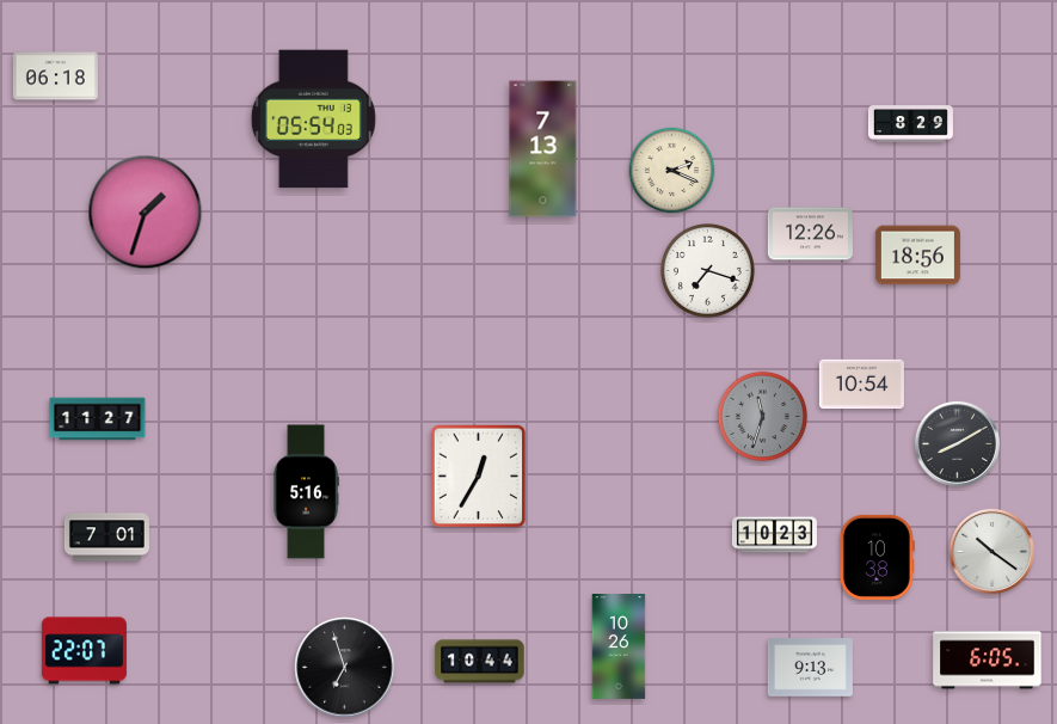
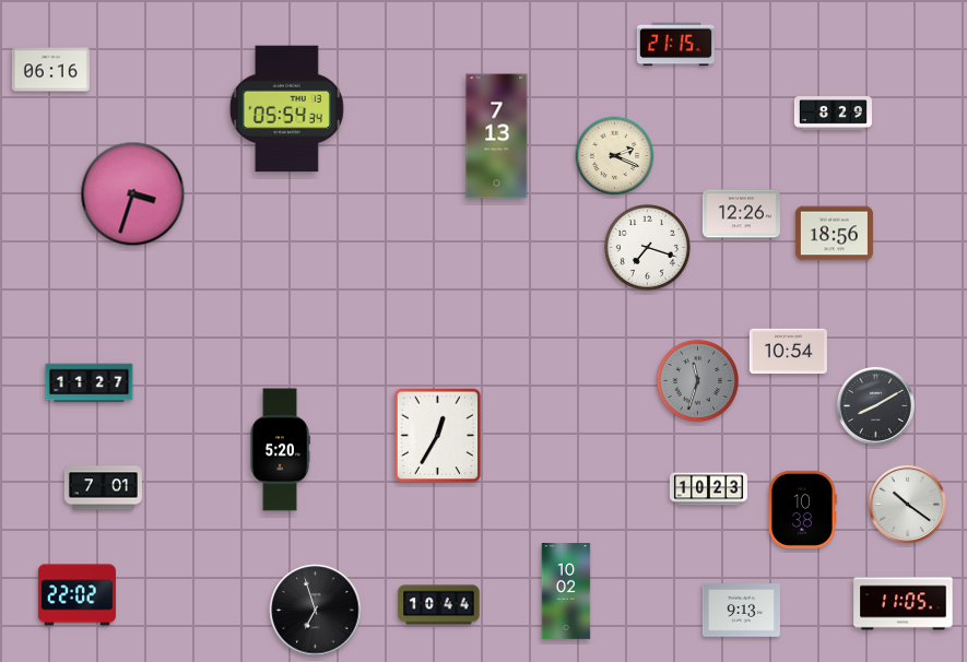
clock at (675, 45): none -> 21:15
clock at (55, 76): 06:18 -> 06:16
clock at (313, 119): 05:54:03 -> 05:54:34
clock at (146, 213): 1:33 -> 3:33
clock at (917, 256) position: (917, 256) -> (834, 234)
clock at (306, 492): 5:16 -> 5:20
clock at (106, 538) position: (106, 538) -> (103, 488)
clock at (619, 648): 10:26 -> 10:02
clock at (84, 651): 22:07 -> 22:02
clock at (988, 661): 6:05 -> 11:05
